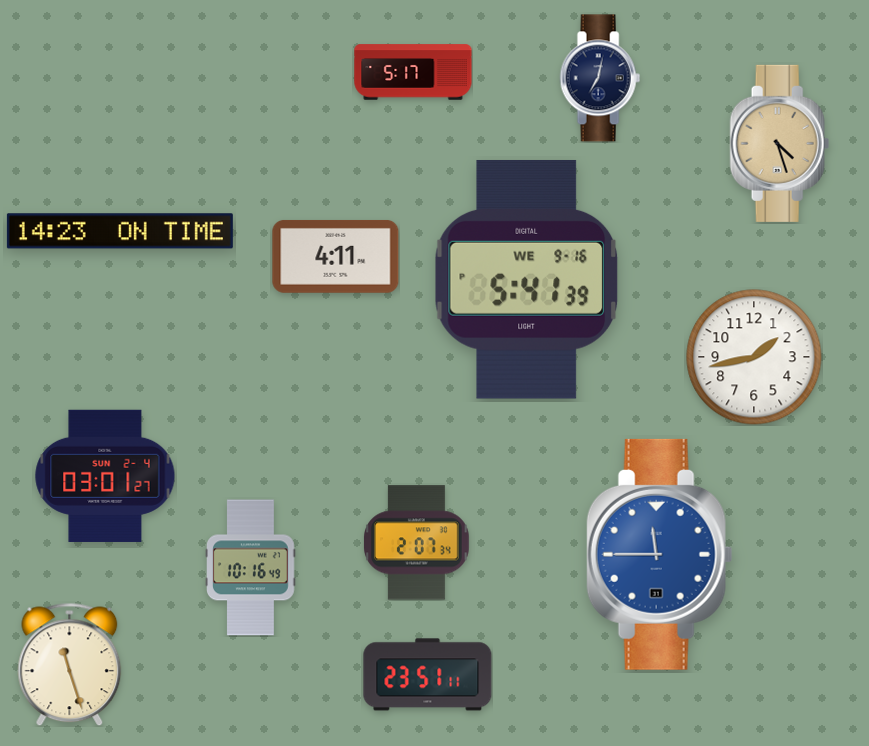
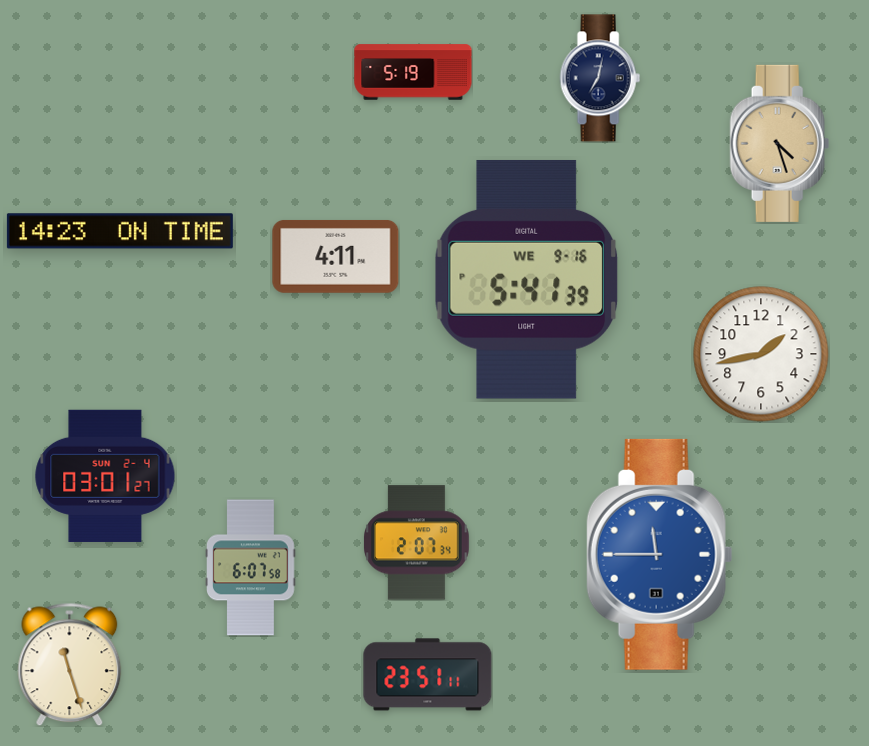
clock at (413, 72): 5:17 -> 5:19
clock at (754, 357) position: (754, 357) -> (761, 354)
clock at (251, 568): 10:16 -> 6:07
